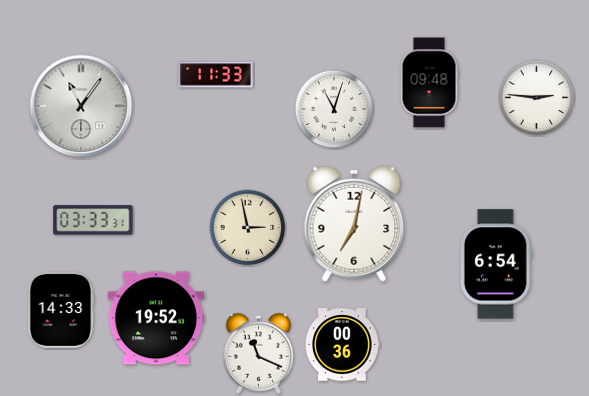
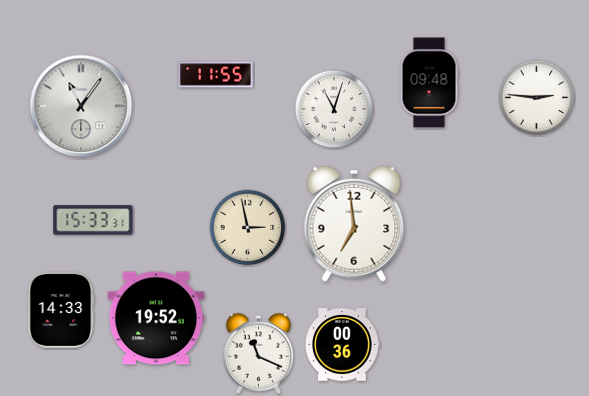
clock at (216, 75): 11:33 -> 11:55
clock at (93, 220): 03:33 -> 15:33
clock at (354, 224): 7:02 -> 6:59
clock at (496, 264): 6:54 -> none
